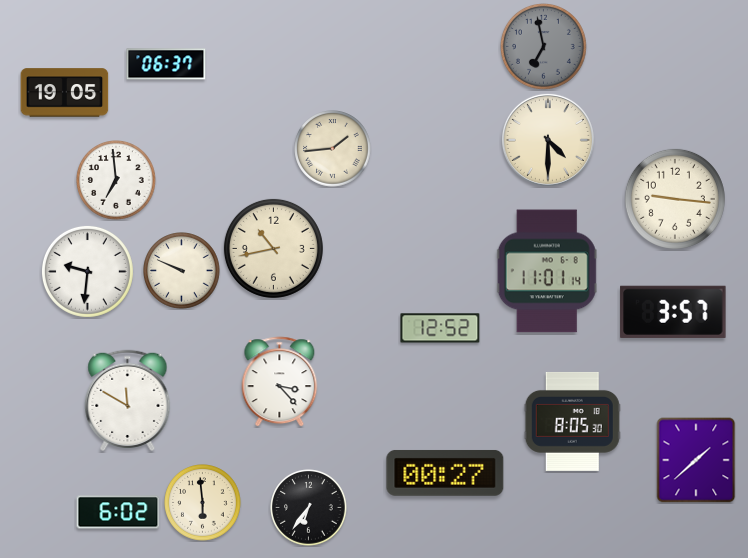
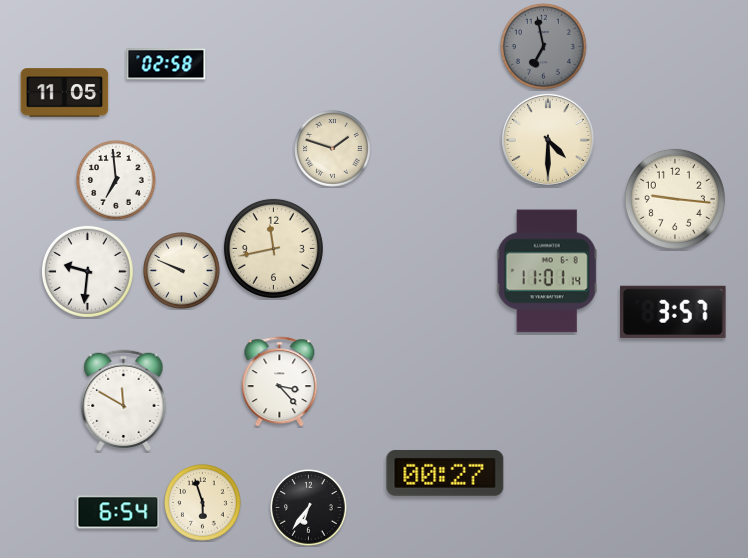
clock at (166, 64): 06:37 -> 02:58
clock at (65, 93): 19:05 -> 11:05
clock at (333, 149): 1:44 -> 1:48
clock at (273, 248): 10:43 -> 11:43
clock at (440, 328): 12:52 -> none
clock at (128, 400) position: (128, 400) -> (124, 400)
clock at (572, 421): 8:05 -> none
clock at (696, 460): 1:38 -> none
clock at (203, 503): 5:59 -> 5:57
clock at (118, 512): 6:02 -> 6:54
